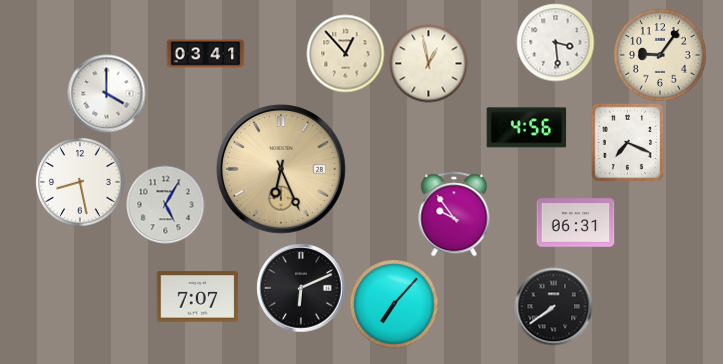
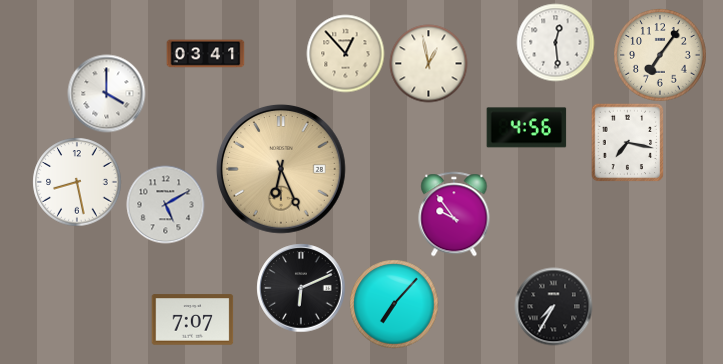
clock at (555, 42): 3:29 -> 12:29
clock at (660, 55): 9:06 -> 7:06
clock at (628, 142): 7:19 -> 7:17
clock at (80, 182) position: (80, 182) -> (77, 182)
clock at (165, 204): 5:05 -> 5:10
clock at (575, 223): 06:31 -> none
clock at (197, 297) position: (197, 297) -> (192, 320)
clock at (553, 306): 7:39 -> 7:35
